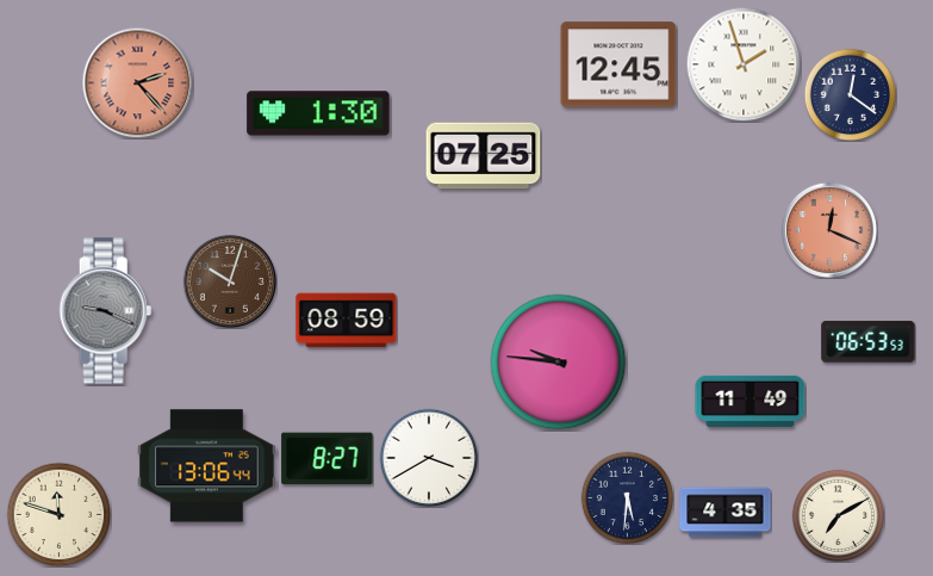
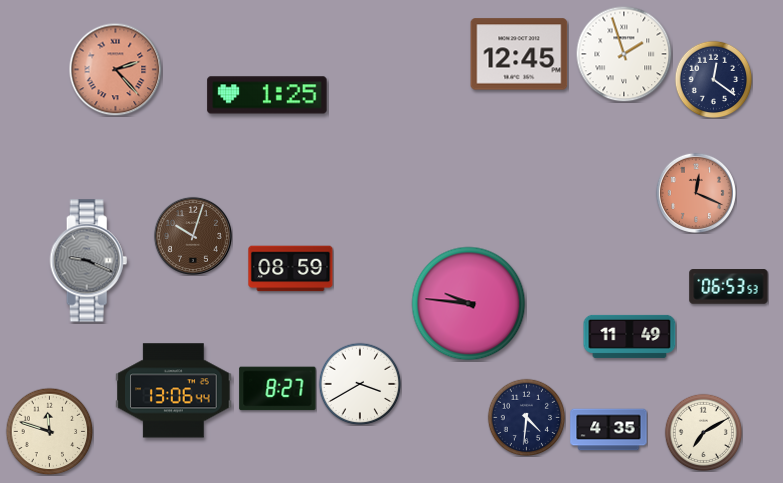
clock at (318, 113): 1:30 -> 1:25
clock at (484, 156): 07:25 -> none
clock at (328, 459) position: (328, 459) -> (278, 389)
clock at (627, 497): 5:31 -> 4:31
